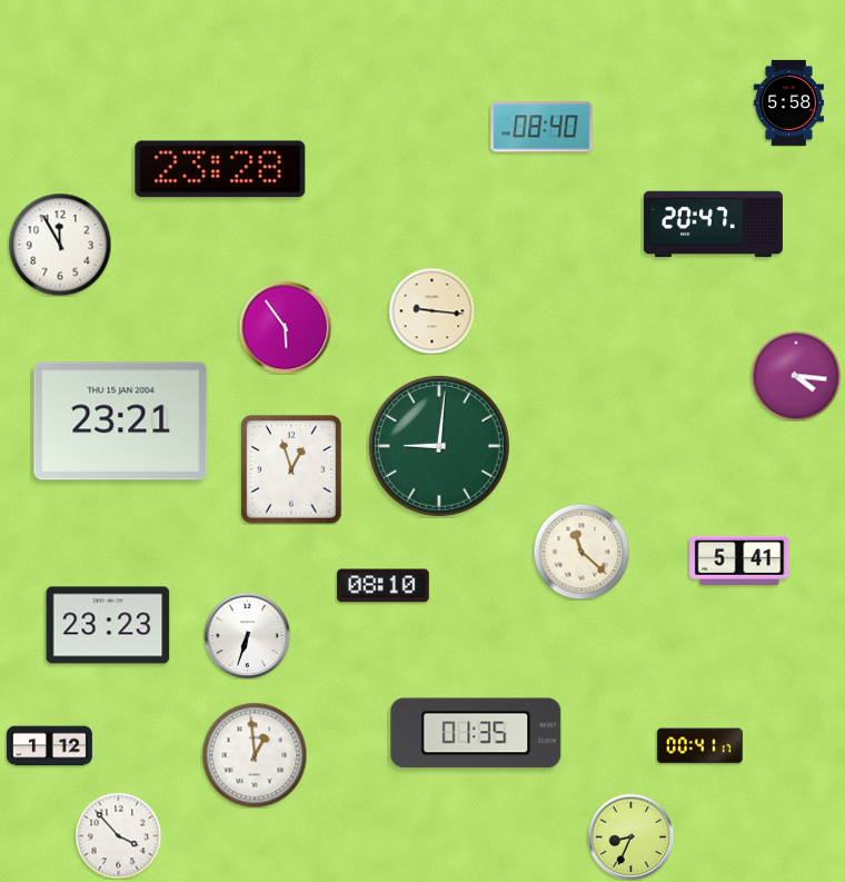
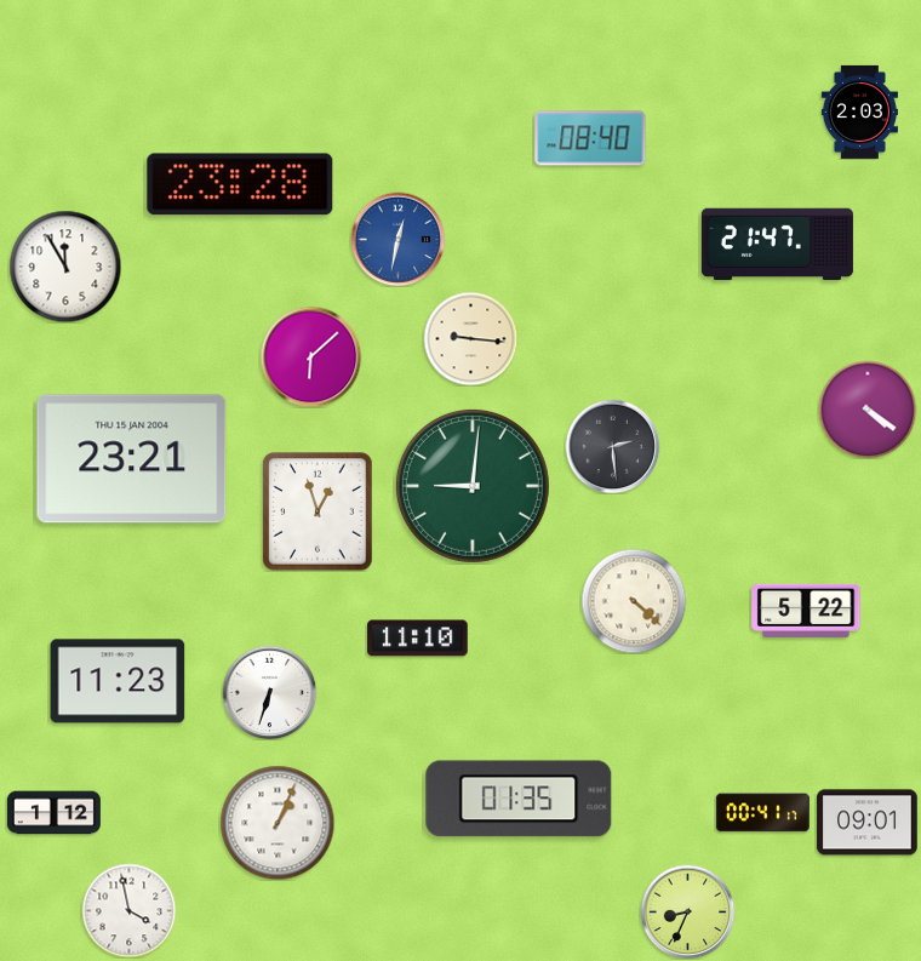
clock at (788, 102): 5:58 -> 2:03
clock at (397, 239): none -> 12:32
clock at (713, 225): 20:47 -> 21:47
clock at (285, 327): 5:54 -> 6:08
clock at (796, 376): 4:16 -> 4:21
clock at (612, 446): none -> 2:29
clock at (439, 446) position: (439, 446) -> (473, 486)
clock at (581, 552): 11:22 -> 4:22
clock at (739, 561): 5:41 -> 5:22
clock at (384, 586): 08:10 -> 11:10
clock at (108, 625): 23:23 -> 11:23
clock at (255, 755): 12:59 -> 1:04
clock at (868, 823): none -> 09:01
clock at (118, 835): 3:53 -> 3:58
